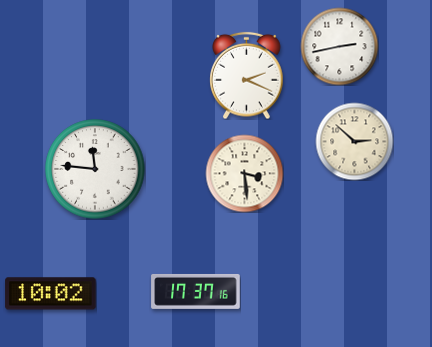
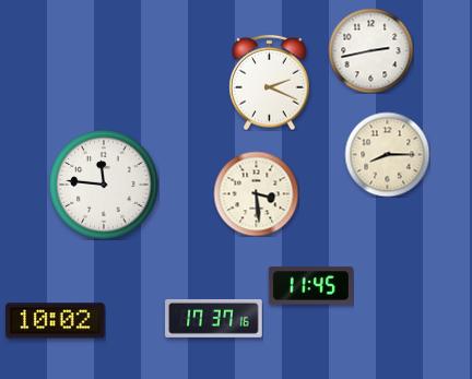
clock at (354, 141): 2:52 -> 8:15
clock at (244, 173) position: (244, 173) -> (256, 193)
clock at (310, 286): none -> 11:45
